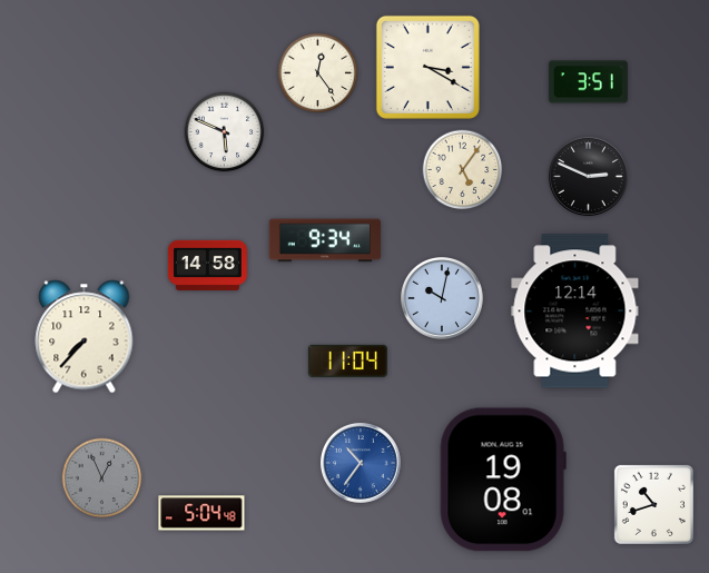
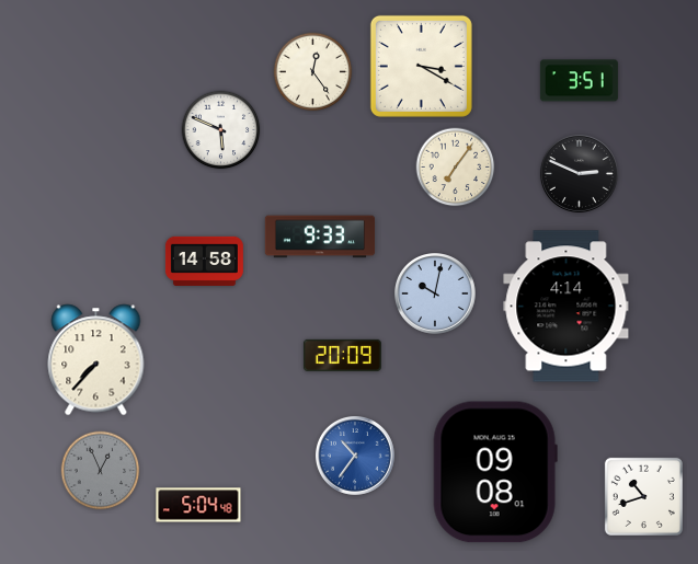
clock at (463, 170): 5:06 -> 7:06
clock at (325, 240): 9:34 -> 9:33
clock at (575, 312): 12:14 -> 4:14
clock at (85, 337) position: (85, 337) -> (96, 360)
clock at (347, 360): 11:04 -> 20:09
clock at (503, 480): 19:08 -> 09:08
